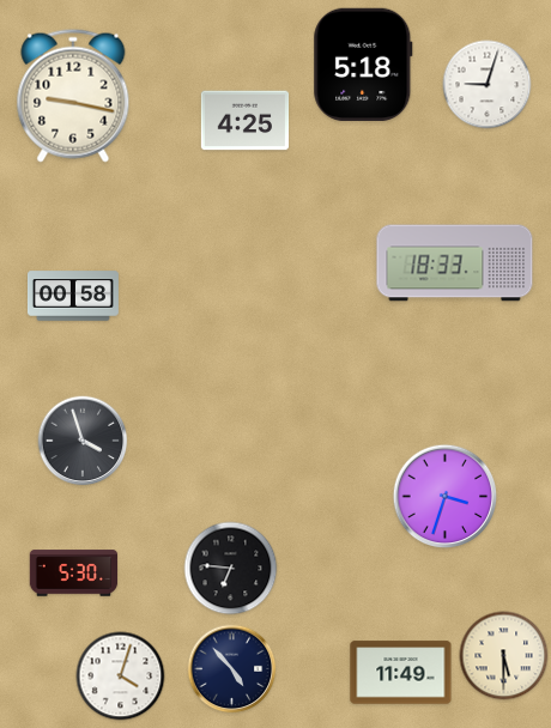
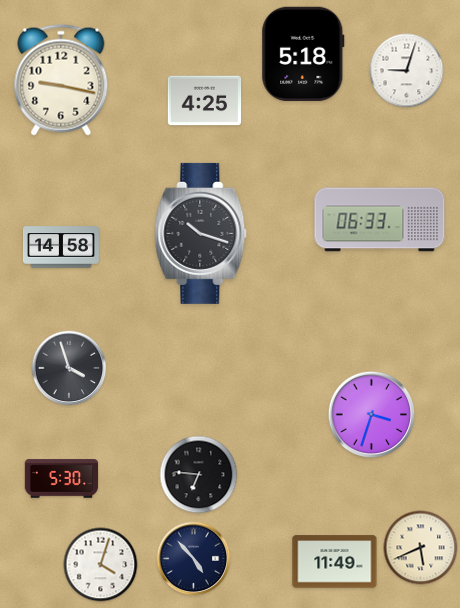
clock at (455, 263): 18:33 -> 06:33
clock at (201, 233): none -> 10:18
clock at (73, 296): 00:58 -> 14:58
clock at (231, 569) position: (231, 569) -> (199, 475)
clock at (504, 656): 5:30 -> 5:41
